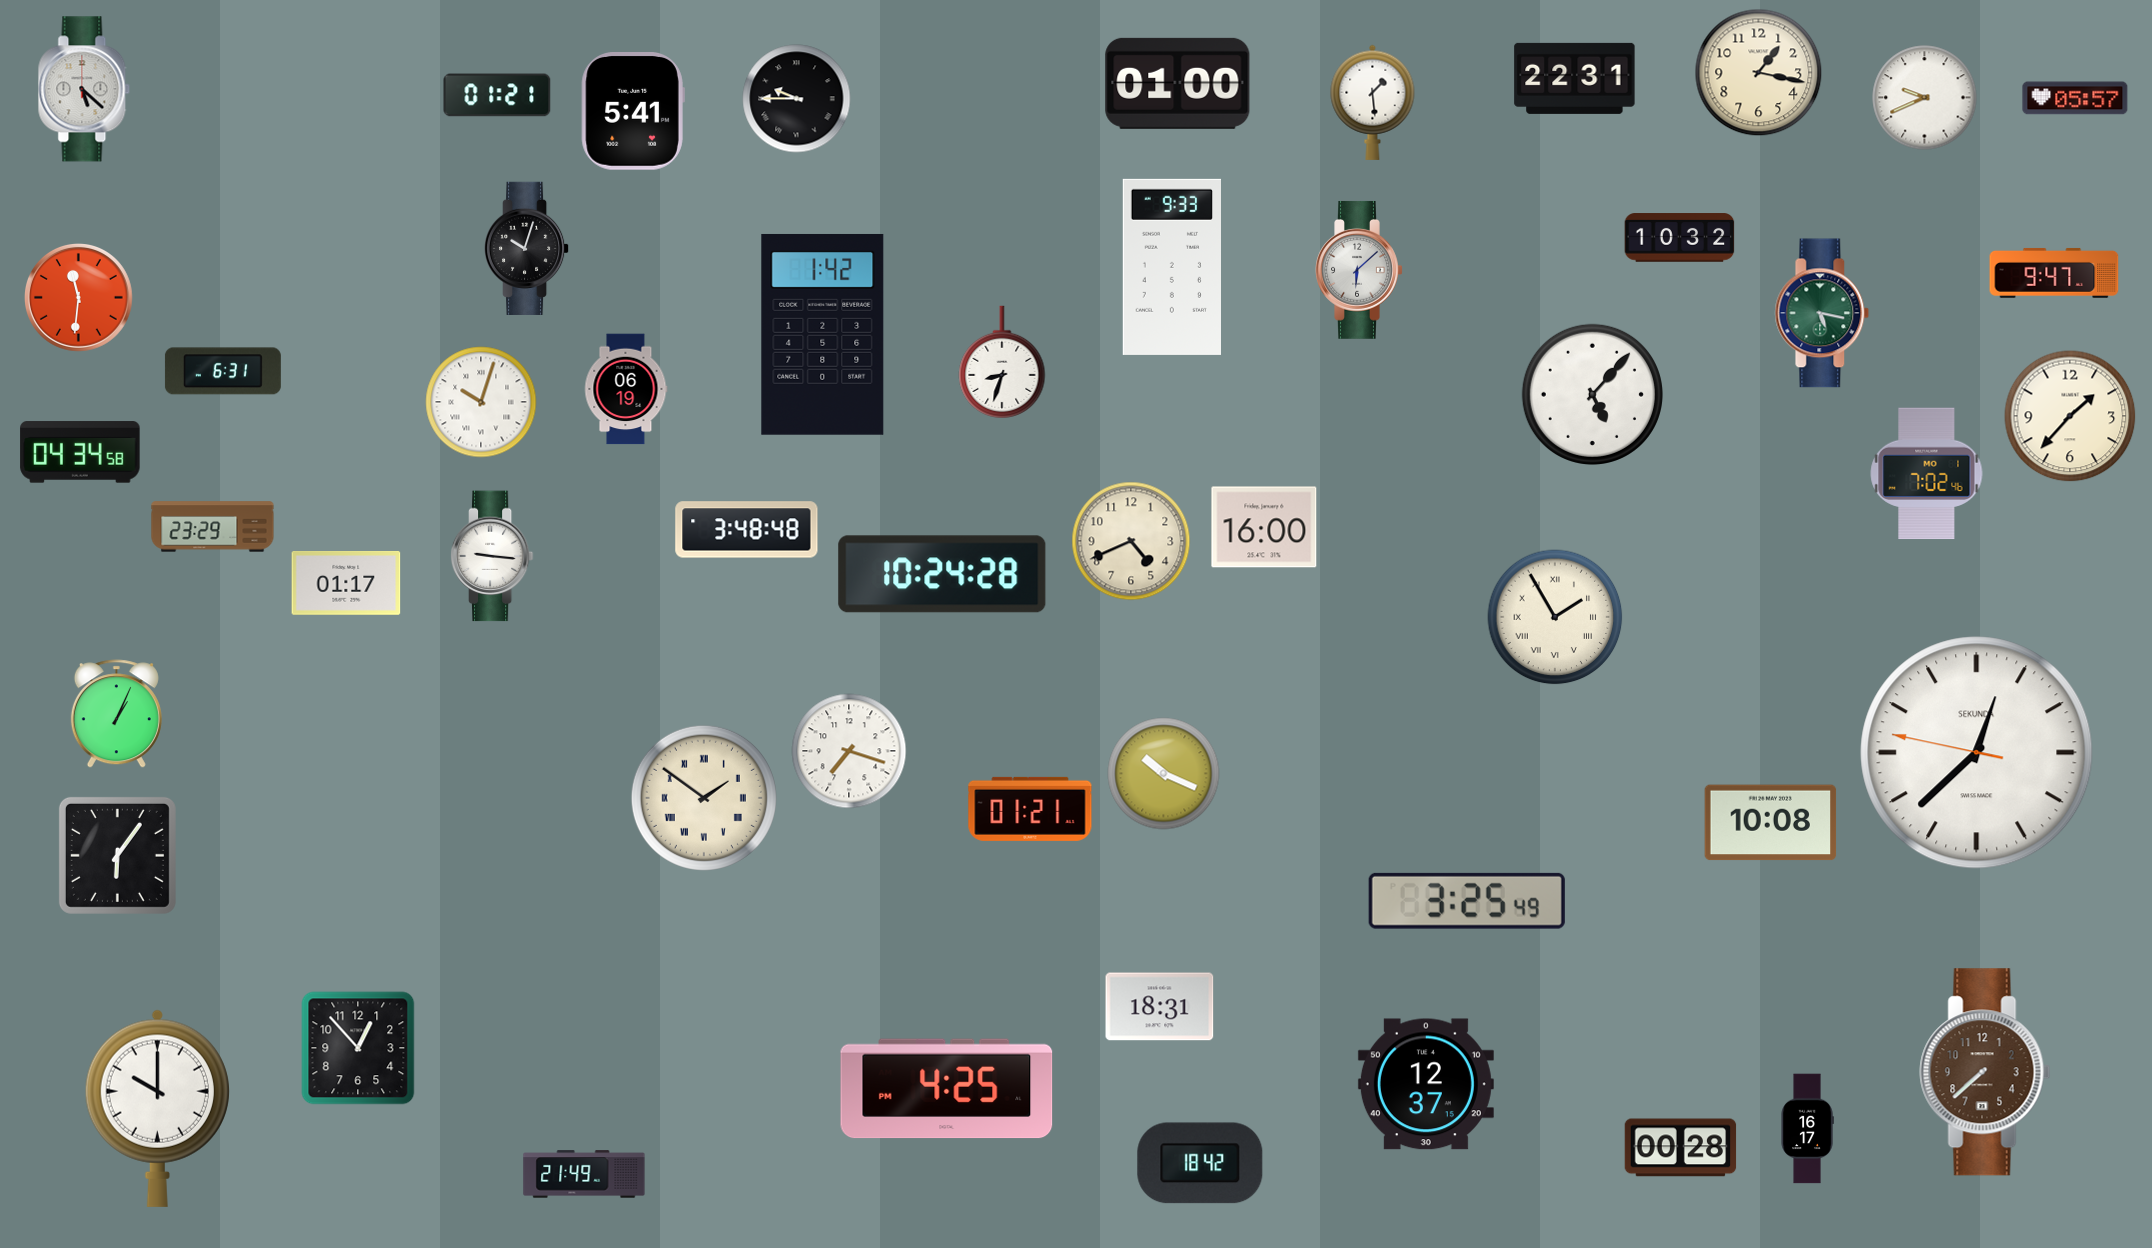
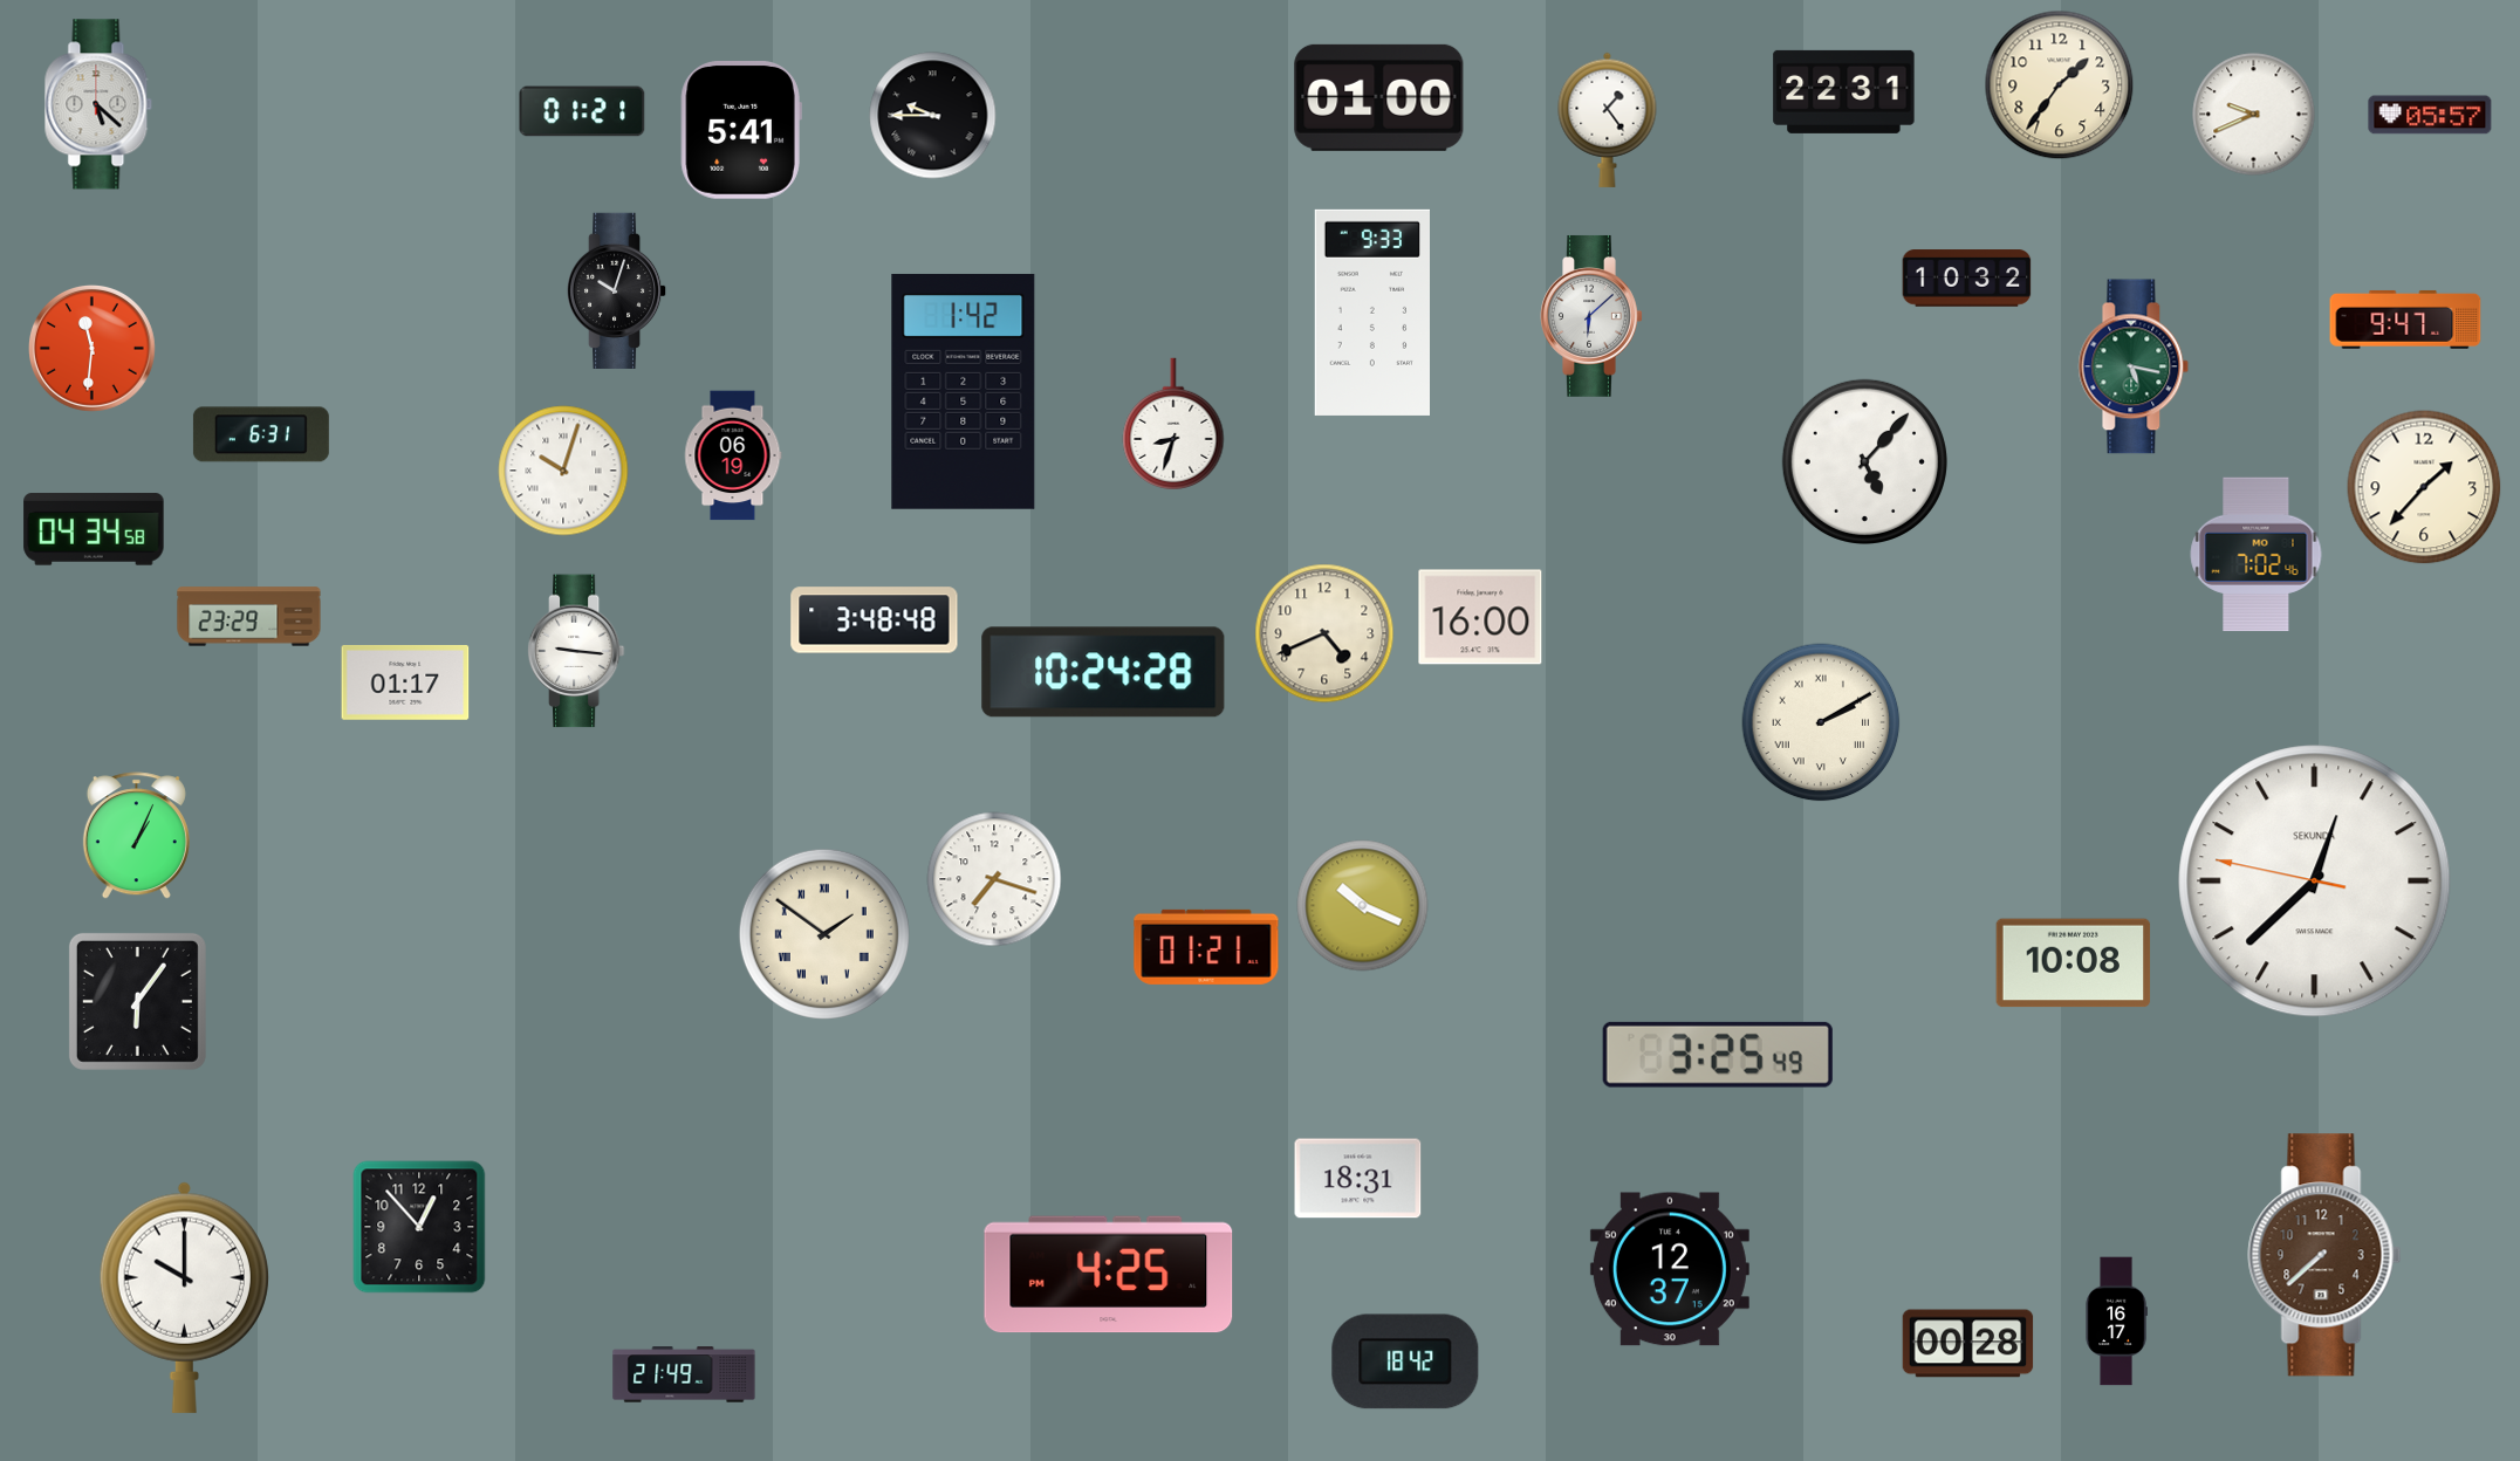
clock at (1759, 73): 1:17 -> 1:36
clock at (1373, 102): 1:29 -> 1:24
clock at (1555, 617): 1:55 -> 2:10
